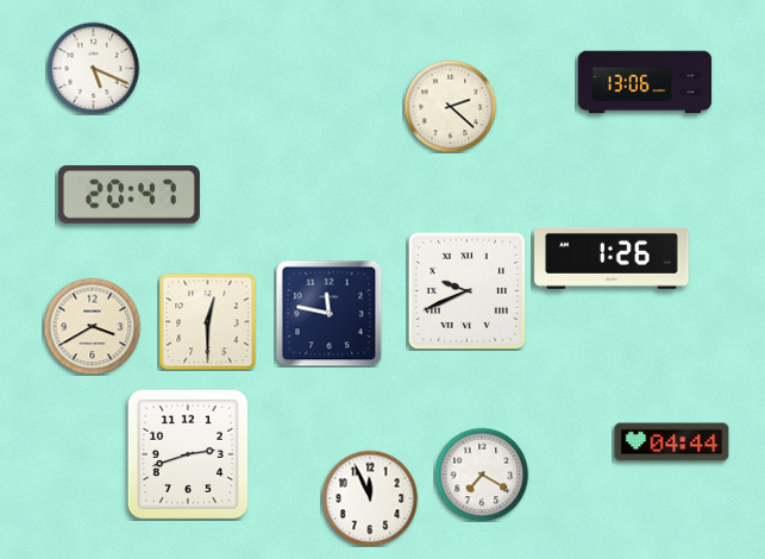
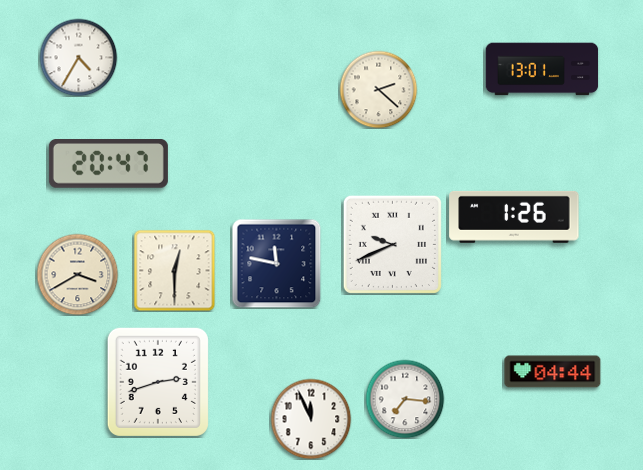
clock at (93, 68): 5:19 -> 4:35
clock at (645, 82): 13:06 -> 13:01
clock at (672, 442) position: (672, 442) -> (553, 372)
clock at (482, 475): 7:20 -> 7:16
